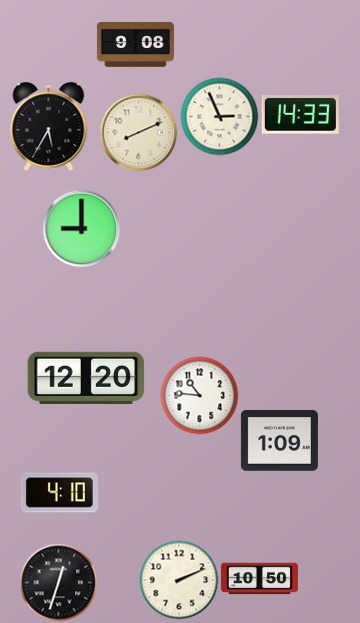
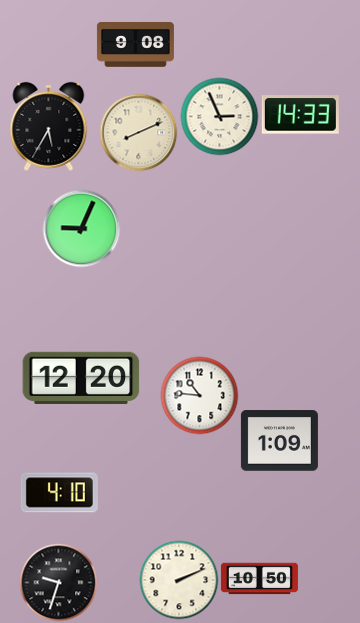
clock at (81, 228): 9:00 -> 9:04
clock at (86, 378) position: (86, 378) -> (81, 378)
clock at (58, 582): 12:33 -> 9:33
